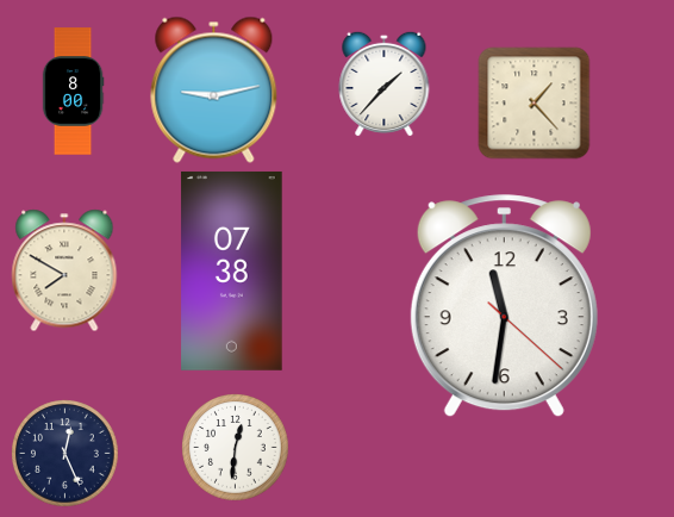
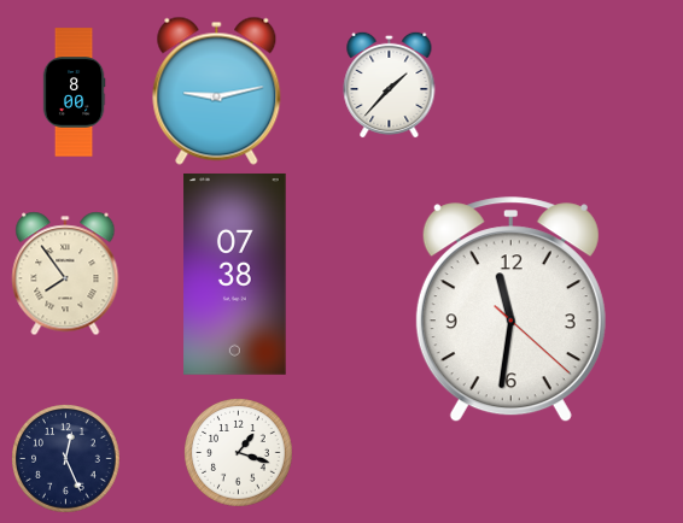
clock at (533, 102): 1:23 -> none
clock at (64, 270): 7:50 -> 7:54
clock at (235, 447): 12:31 -> 1:18
